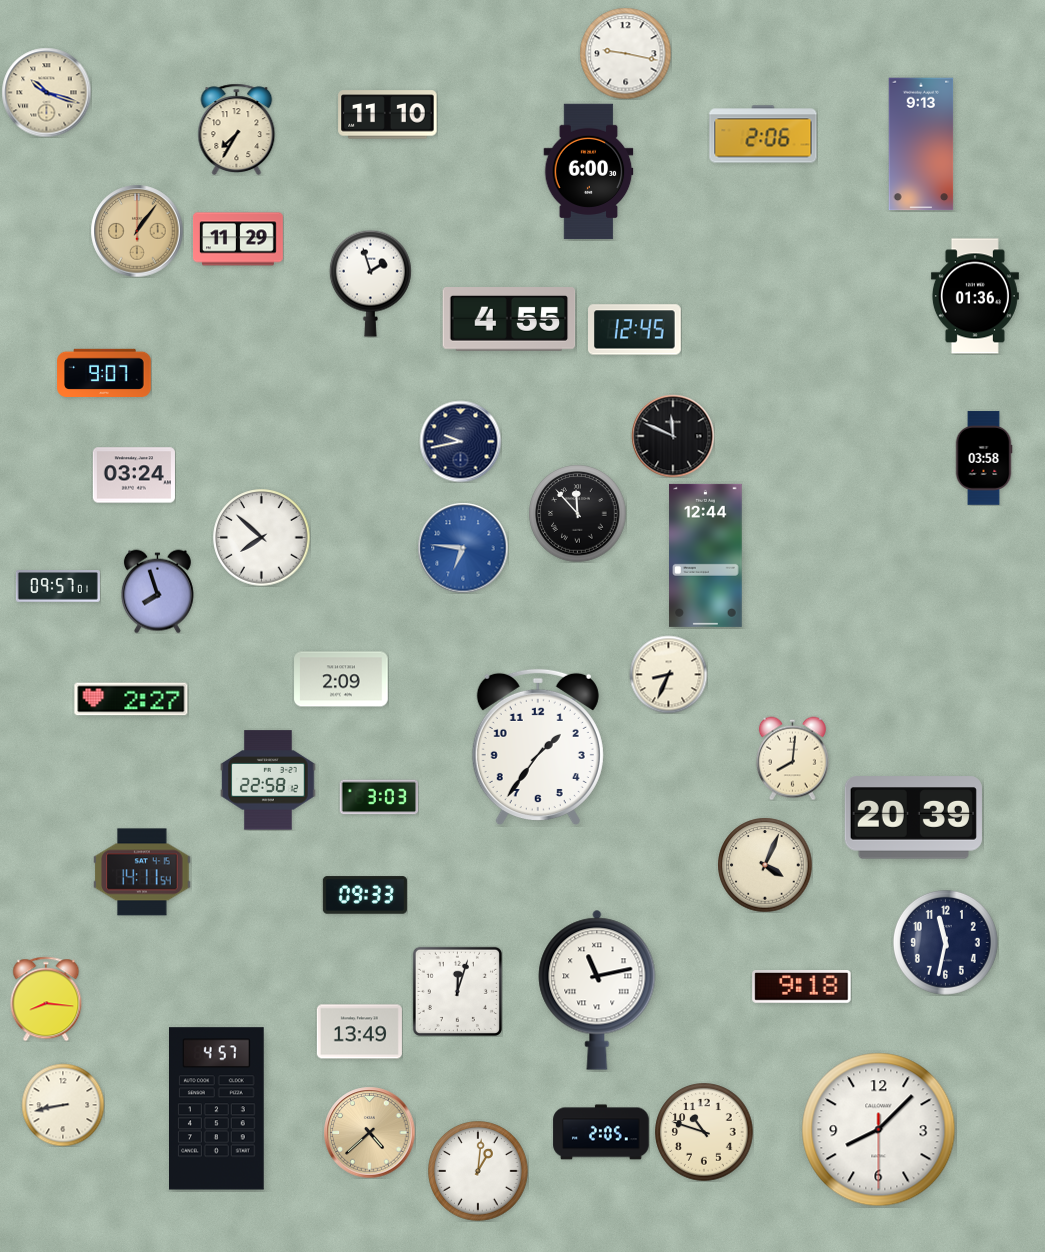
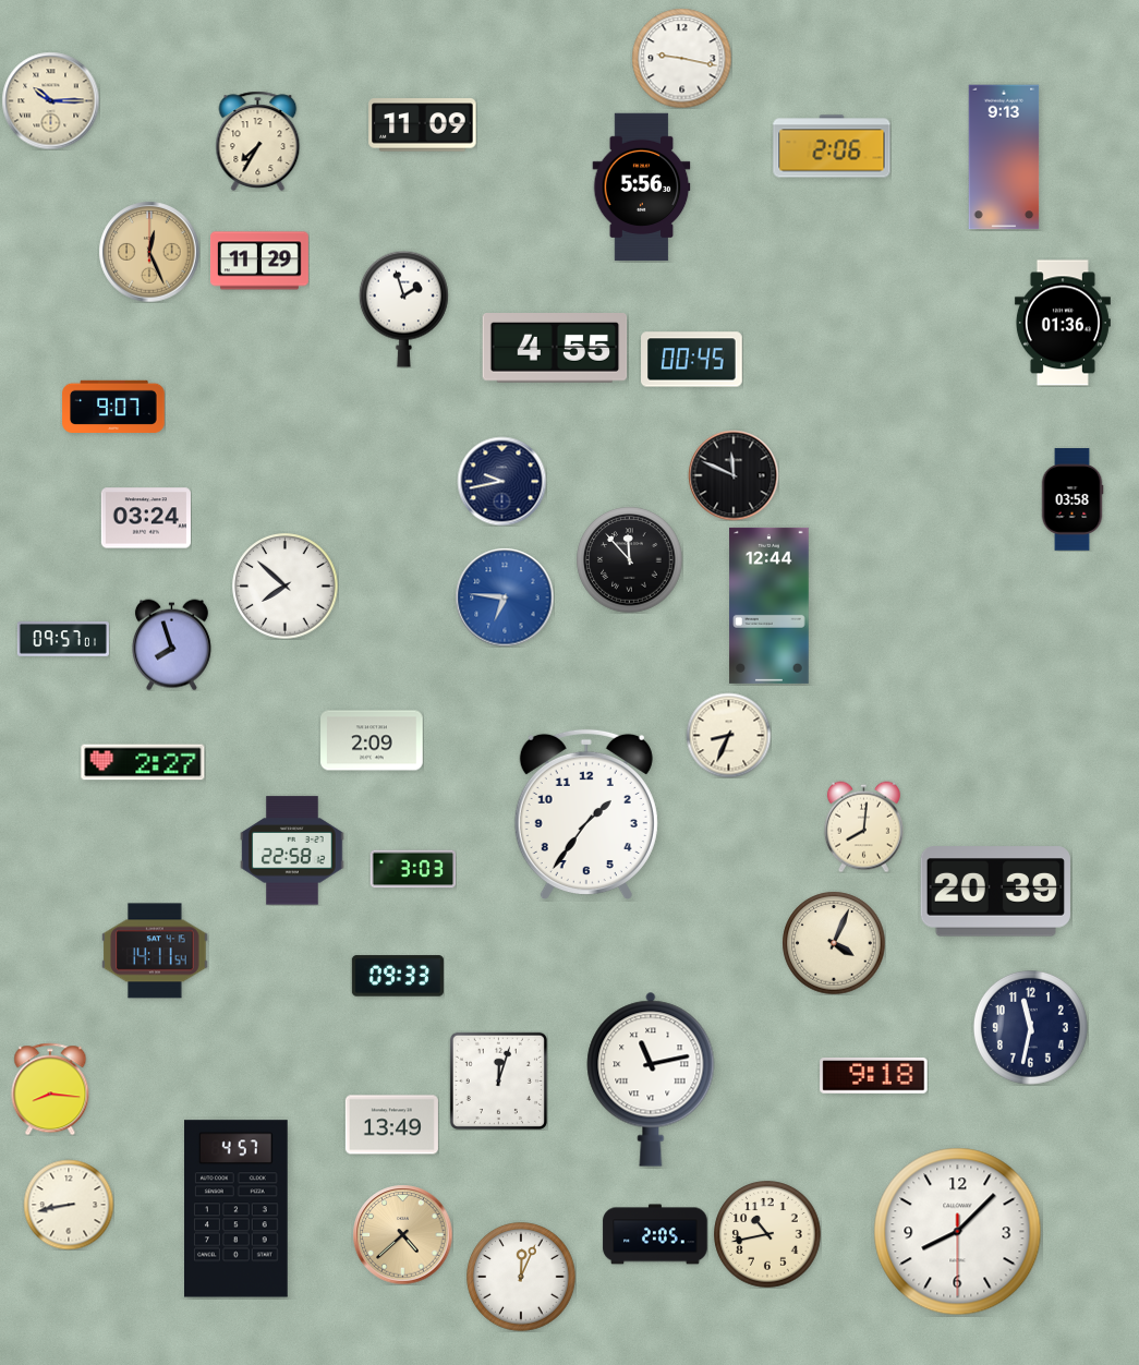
clock at (46, 92): 10:18 -> 10:15
clock at (388, 115): 11:10 -> 11:09
clock at (589, 172): 6:00 -> 5:56
clock at (137, 231): 1:06 -> 12:26
clock at (635, 330): 12:45 -> 00:45
clock at (704, 1132): 10:48 -> 10:43
clock at (478, 1171): 1:01 -> 12:04
